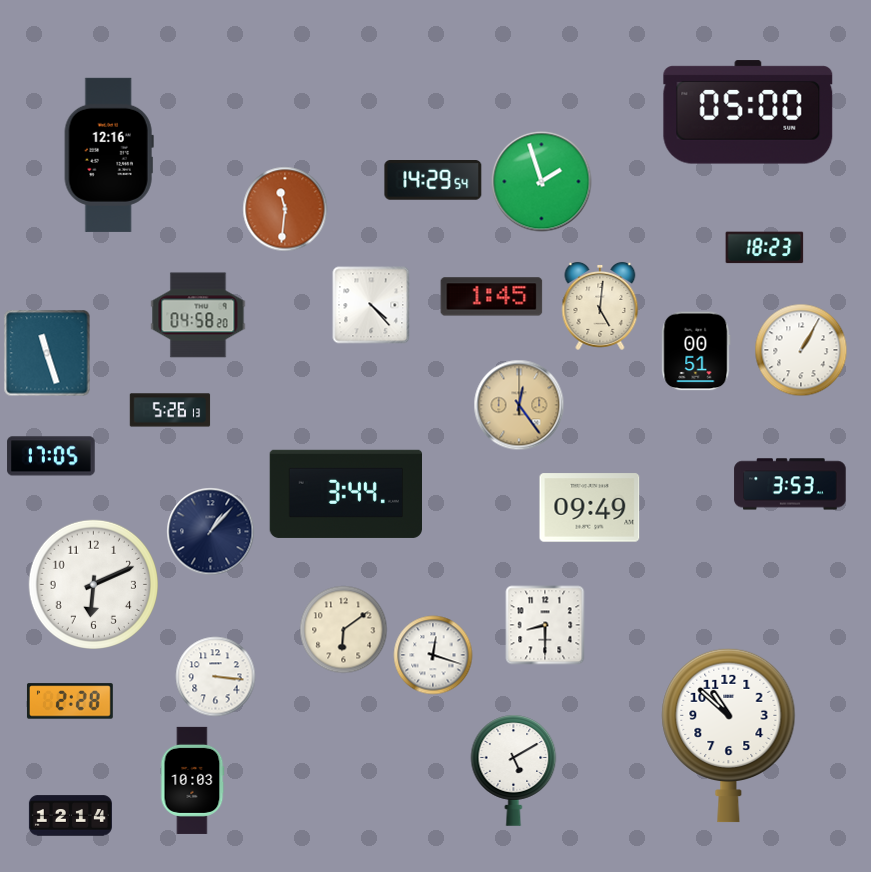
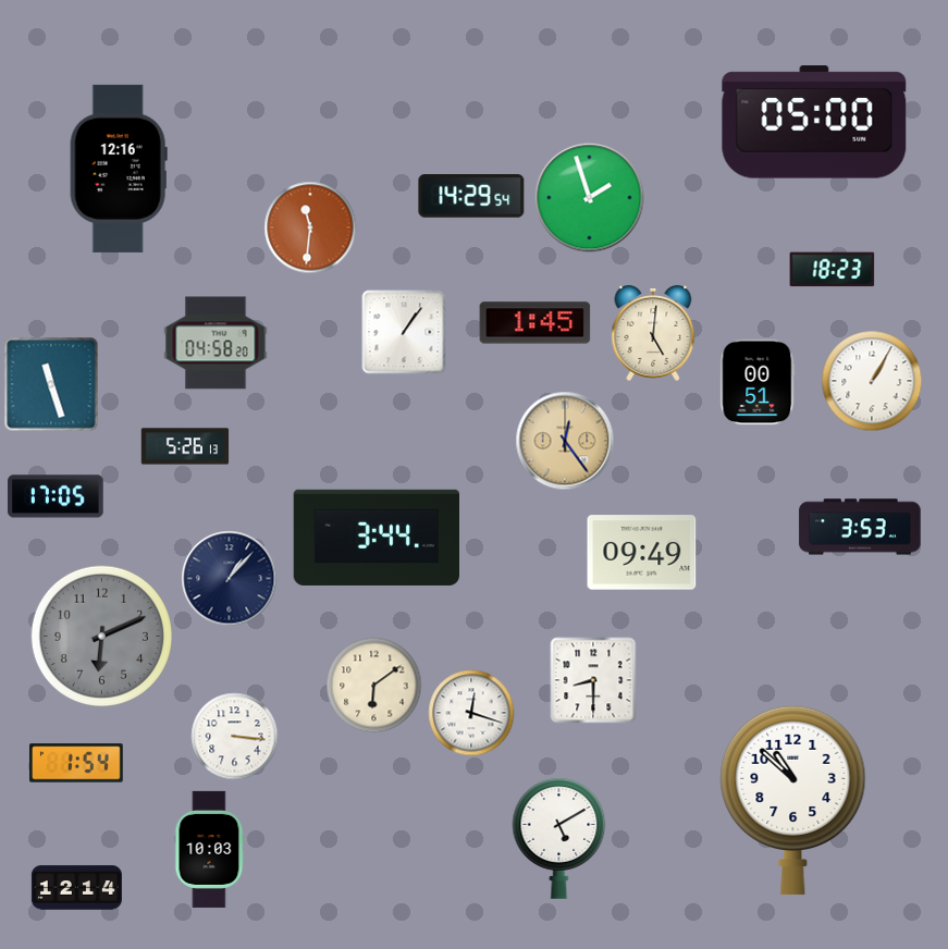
clock at (371, 305): 4:23 -> 1:06
clock at (93, 584) dial: white -> grey
clock at (70, 701): 2:28 -> 1:54
